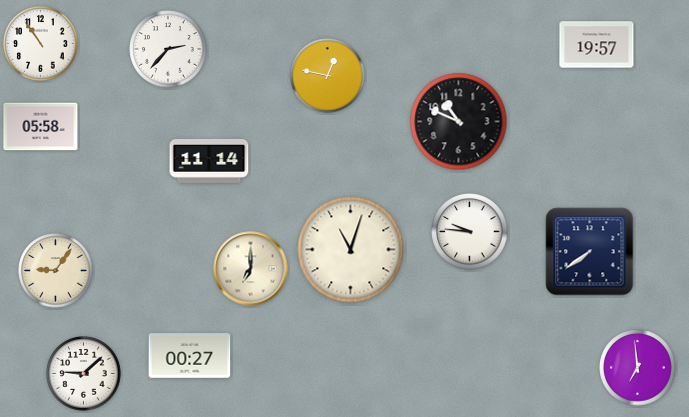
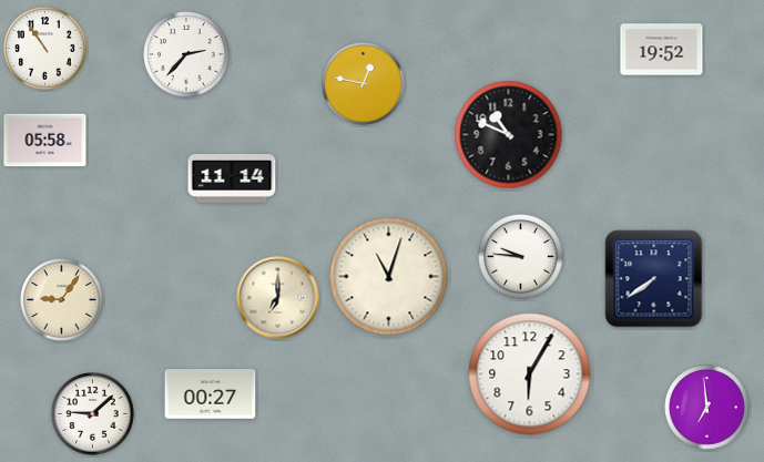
clock at (597, 45): 19:57 -> 19:52
clock at (530, 374): none -> 6:05
